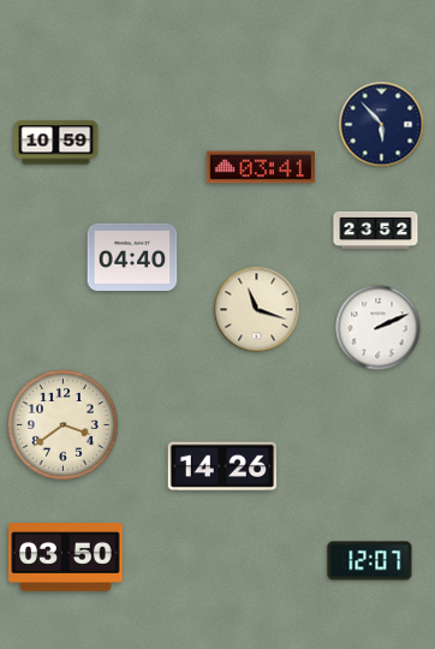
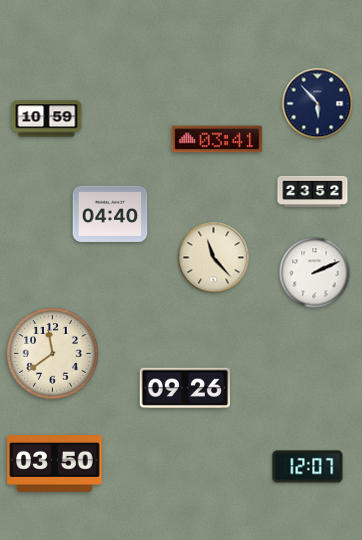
clock at (257, 310): 11:18 -> 11:23
clock at (64, 425): 3:39 -> 11:39
clock at (221, 465): 14:26 -> 09:26
